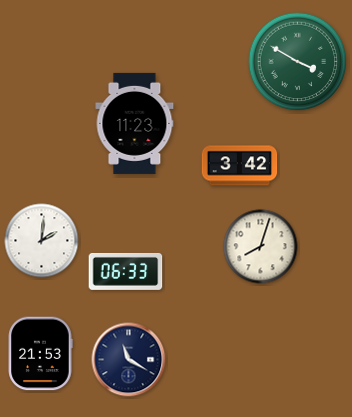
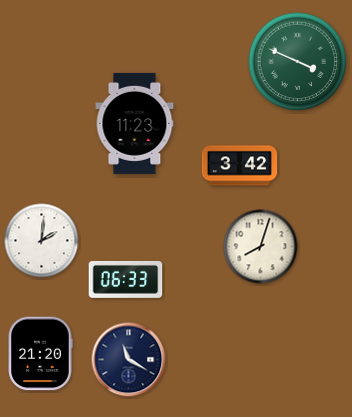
clock at (298, 62): 3:50 -> 3:49
clock at (126, 271) position: (126, 271) -> (126, 279)
clock at (40, 354): 21:53 -> 21:20
